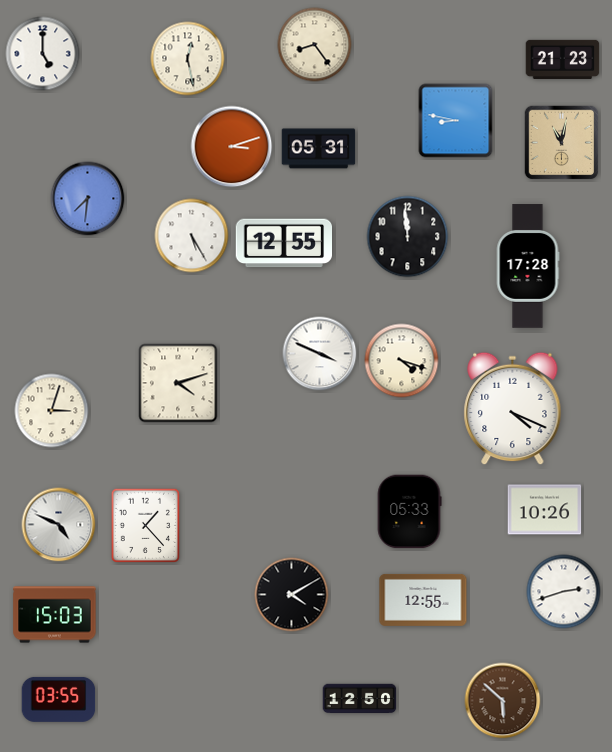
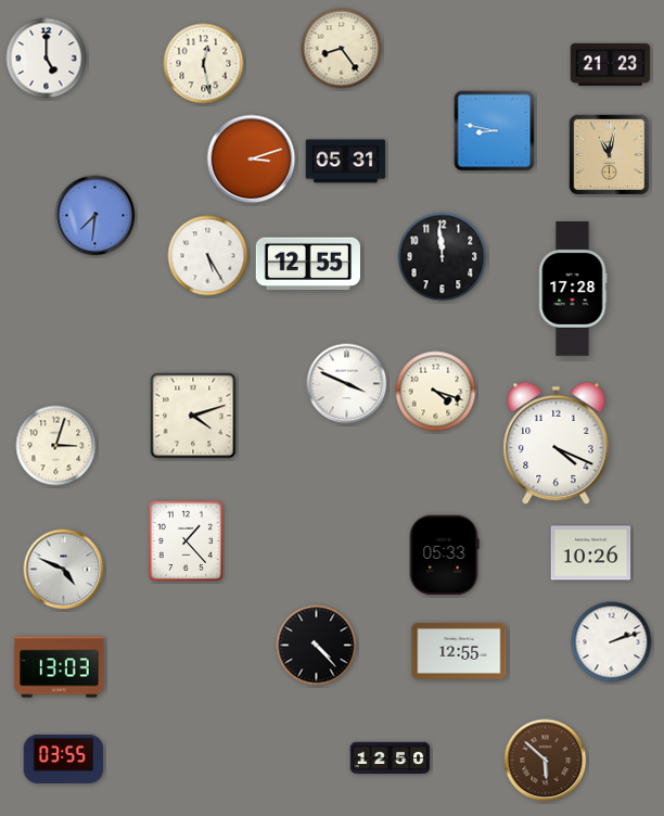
clock at (145, 525) position: (145, 525) -> (186, 540)
clock at (564, 592): 2:42 -> 2:12
clock at (292, 595): 4:10 -> 4:23
clock at (55, 615): 15:03 -> 13:03
